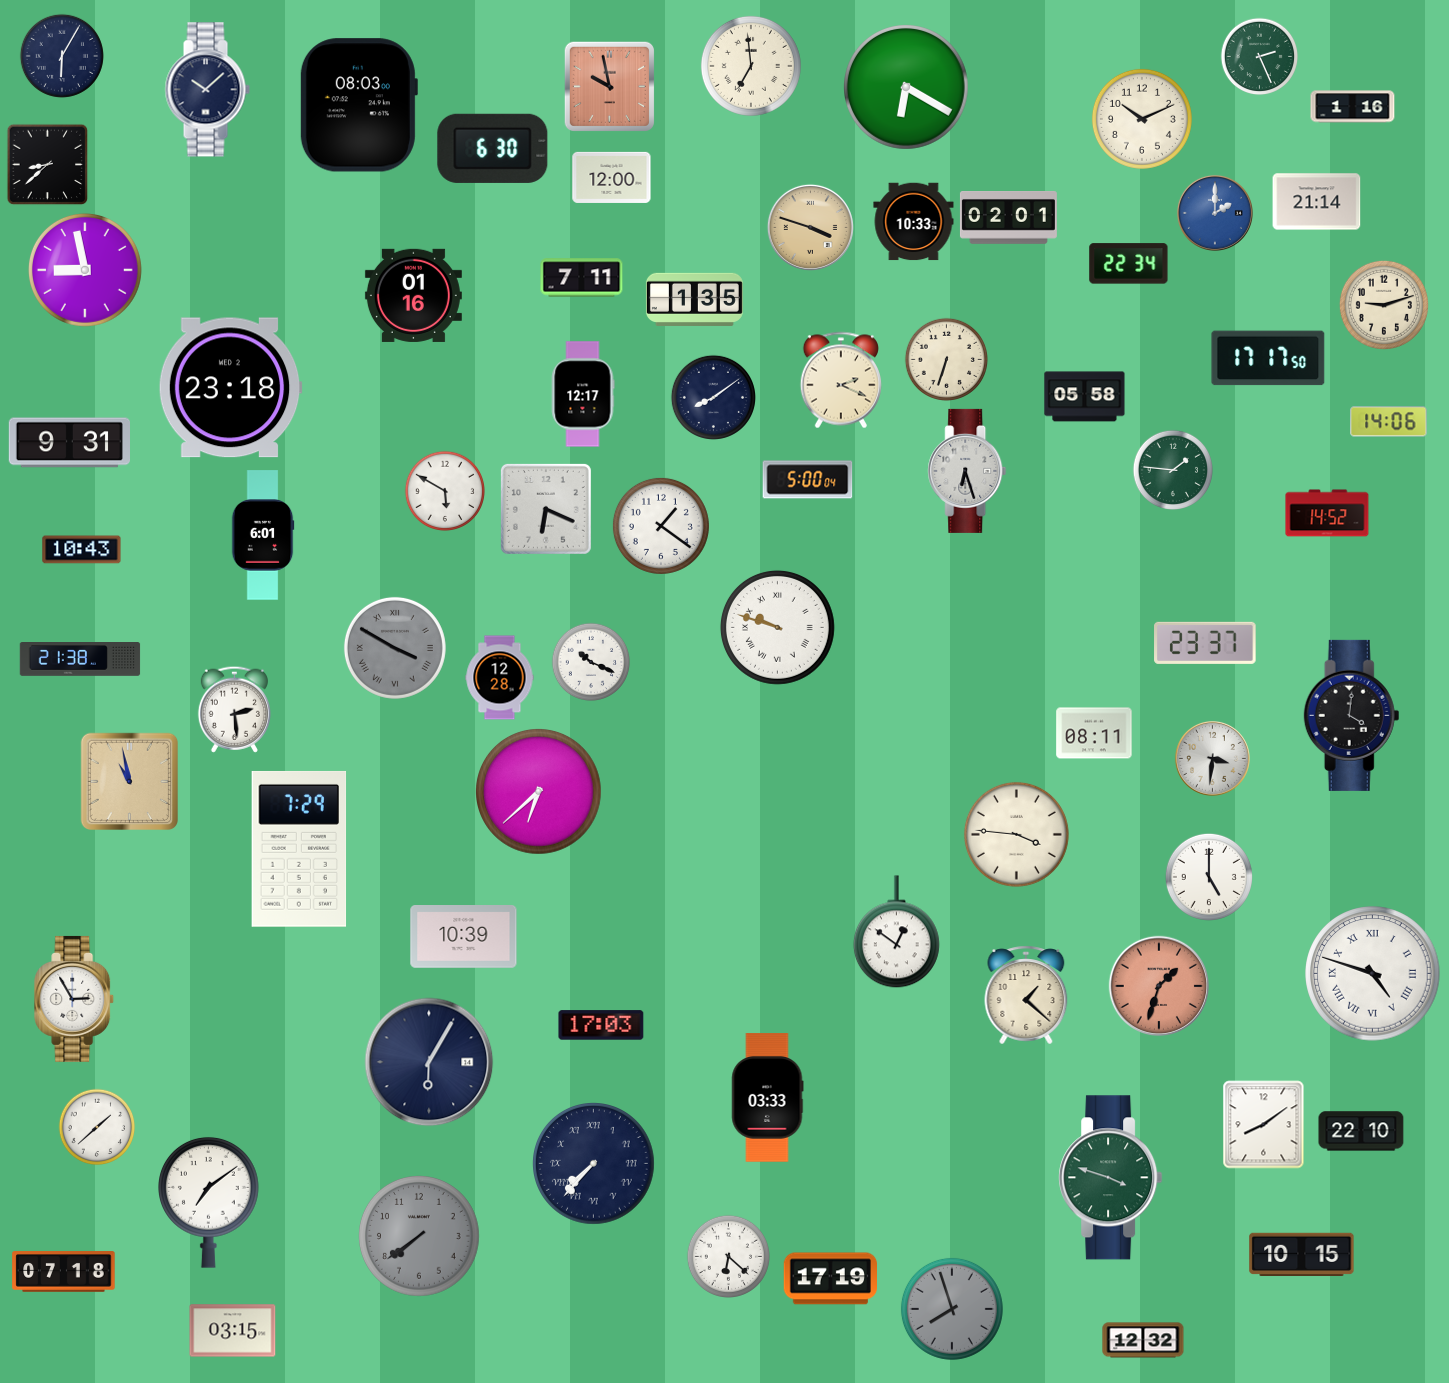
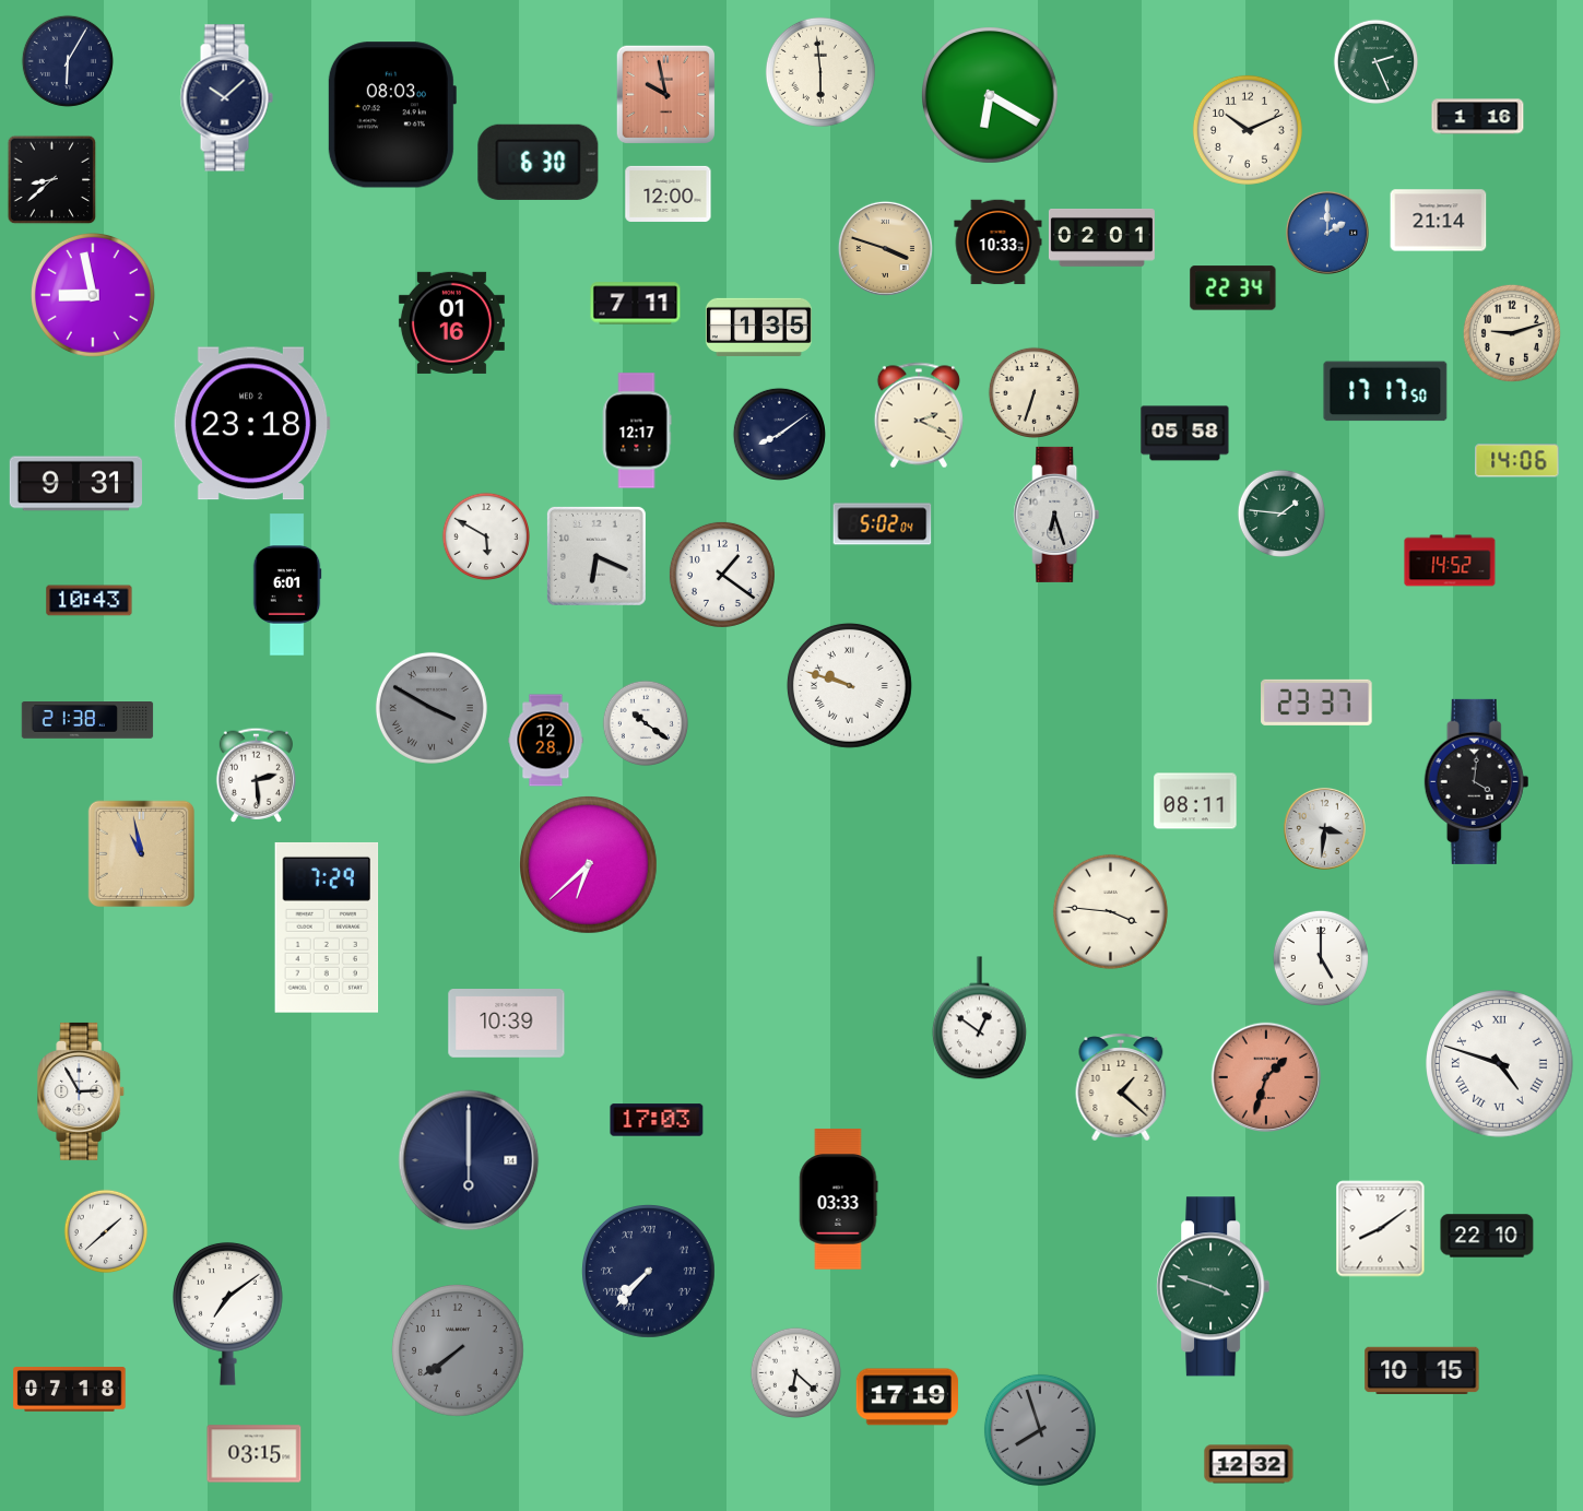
clock at (751, 66): 6:59 -> 5:59
clock at (808, 480): 5:00 -> 5:02
clock at (591, 662): 10:19 -> 10:21
clock at (429, 1062): 6:05 -> 6:00
